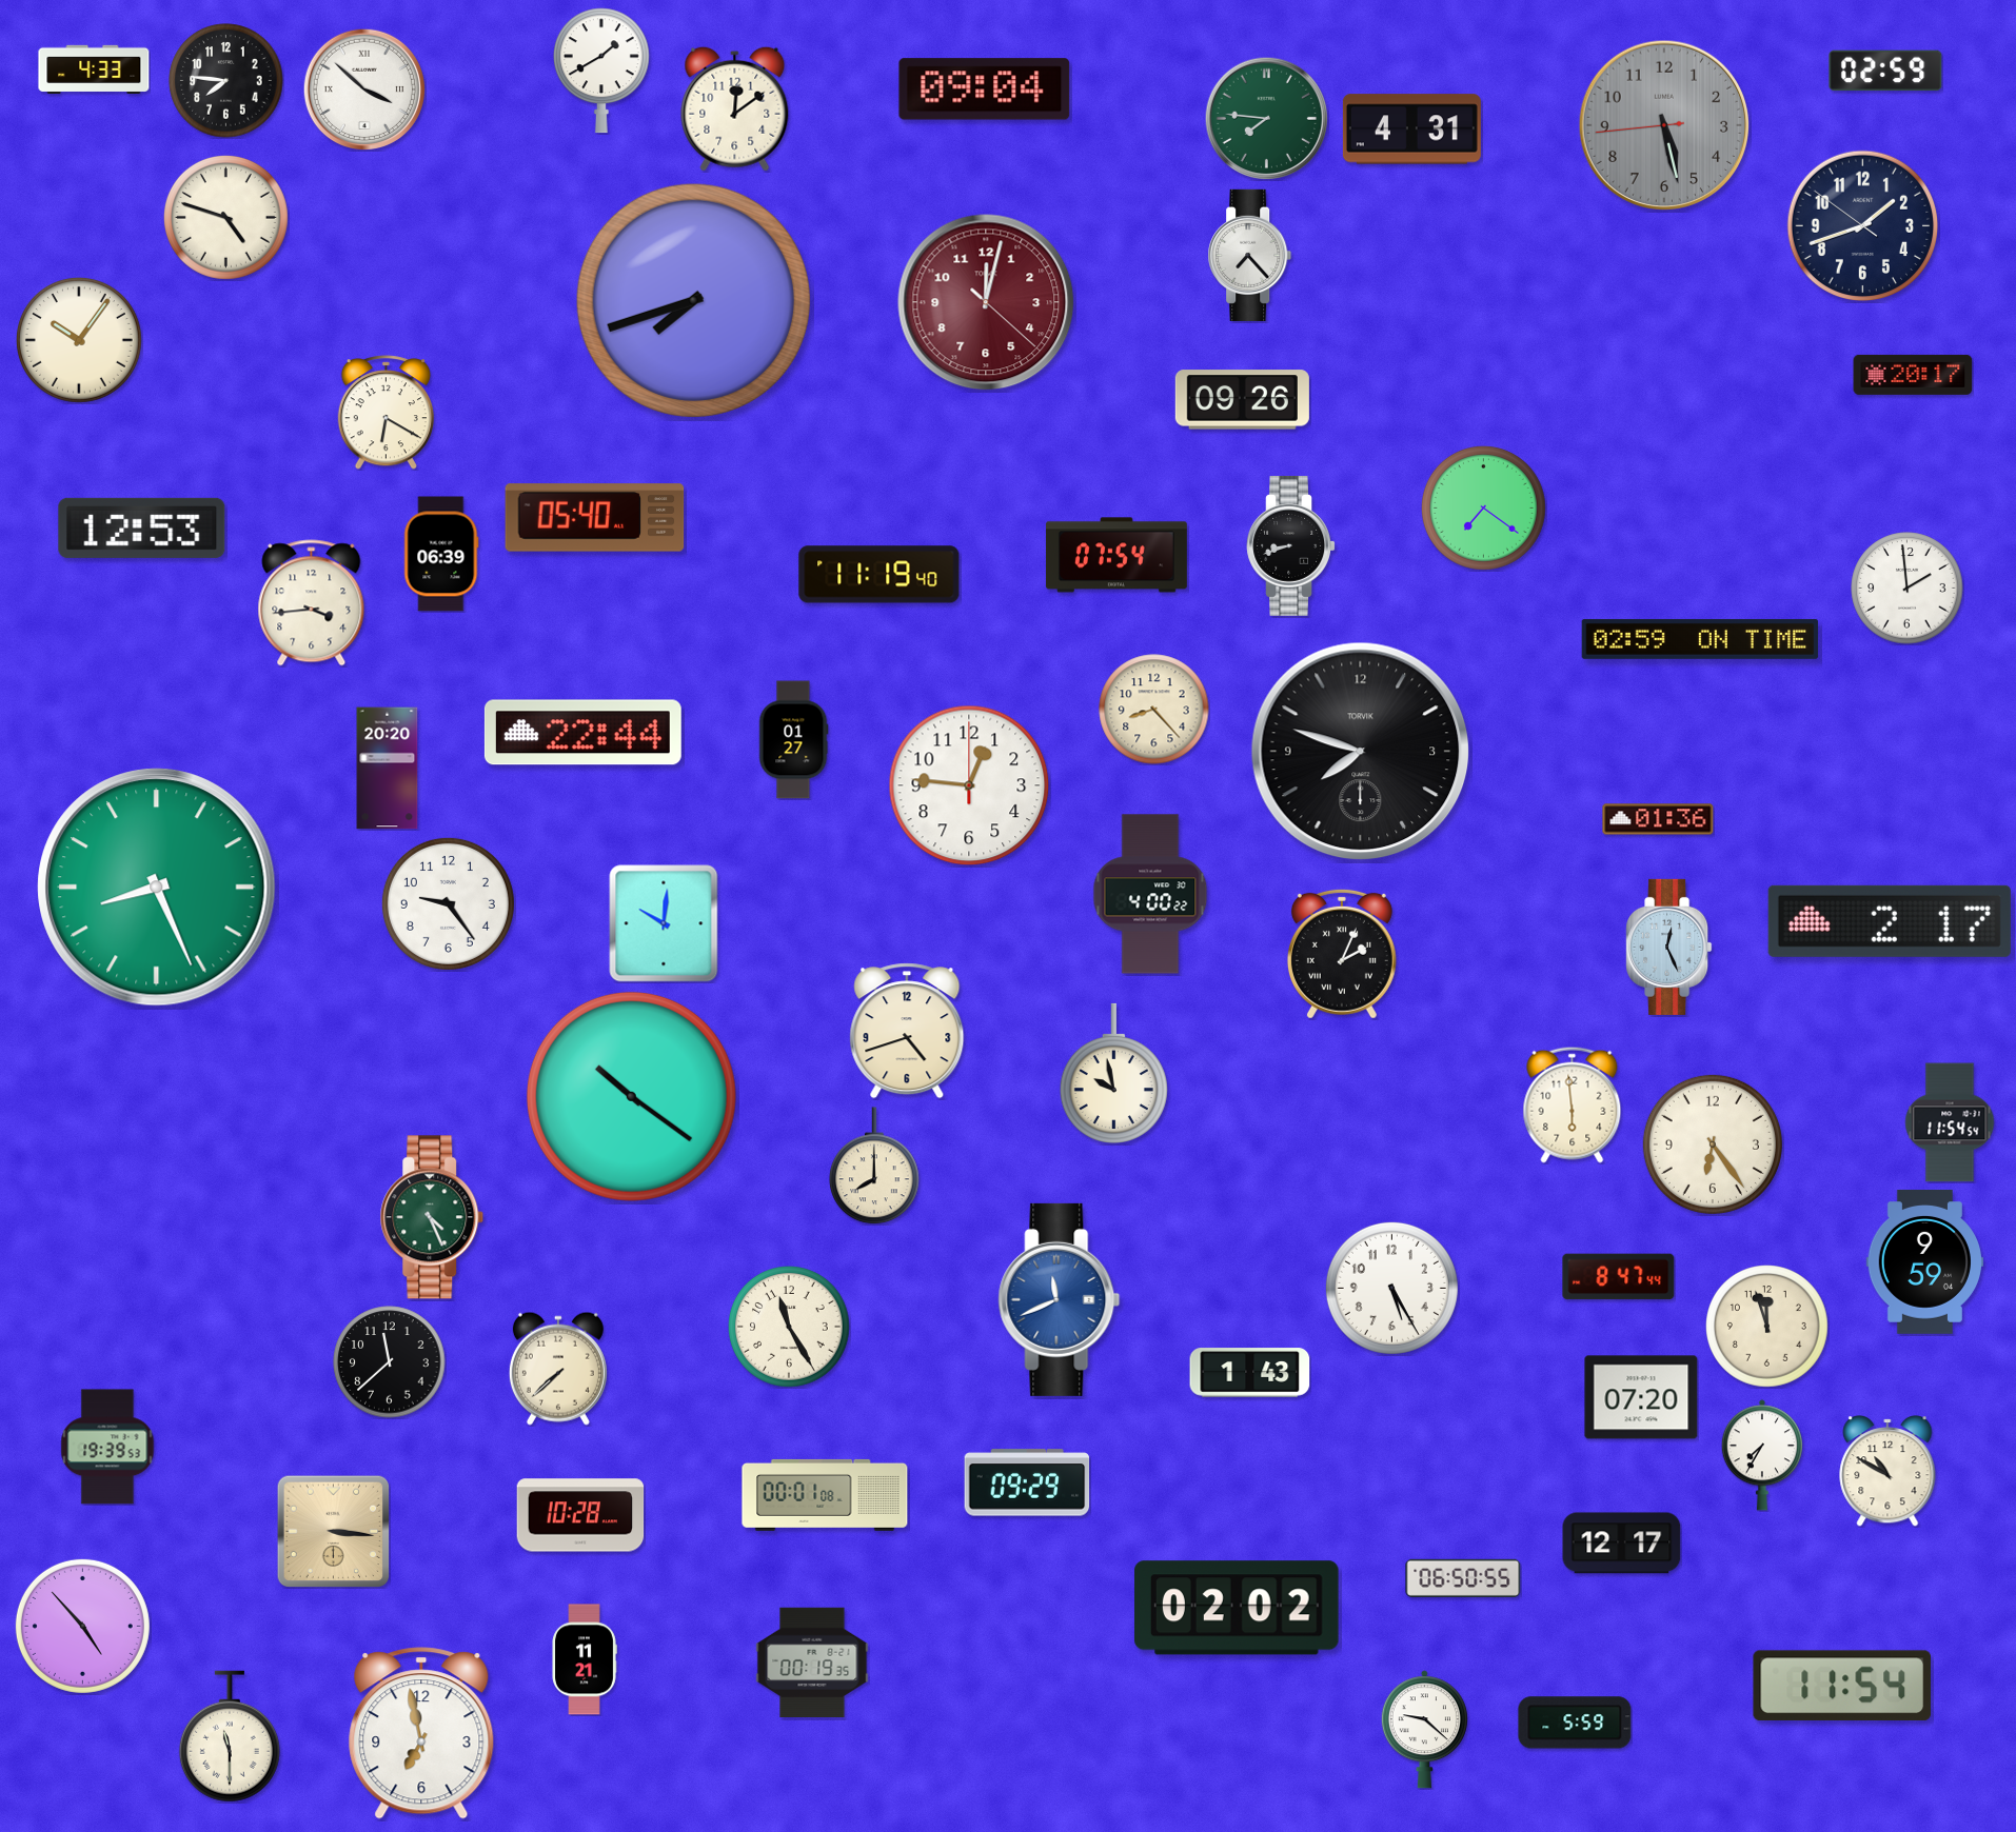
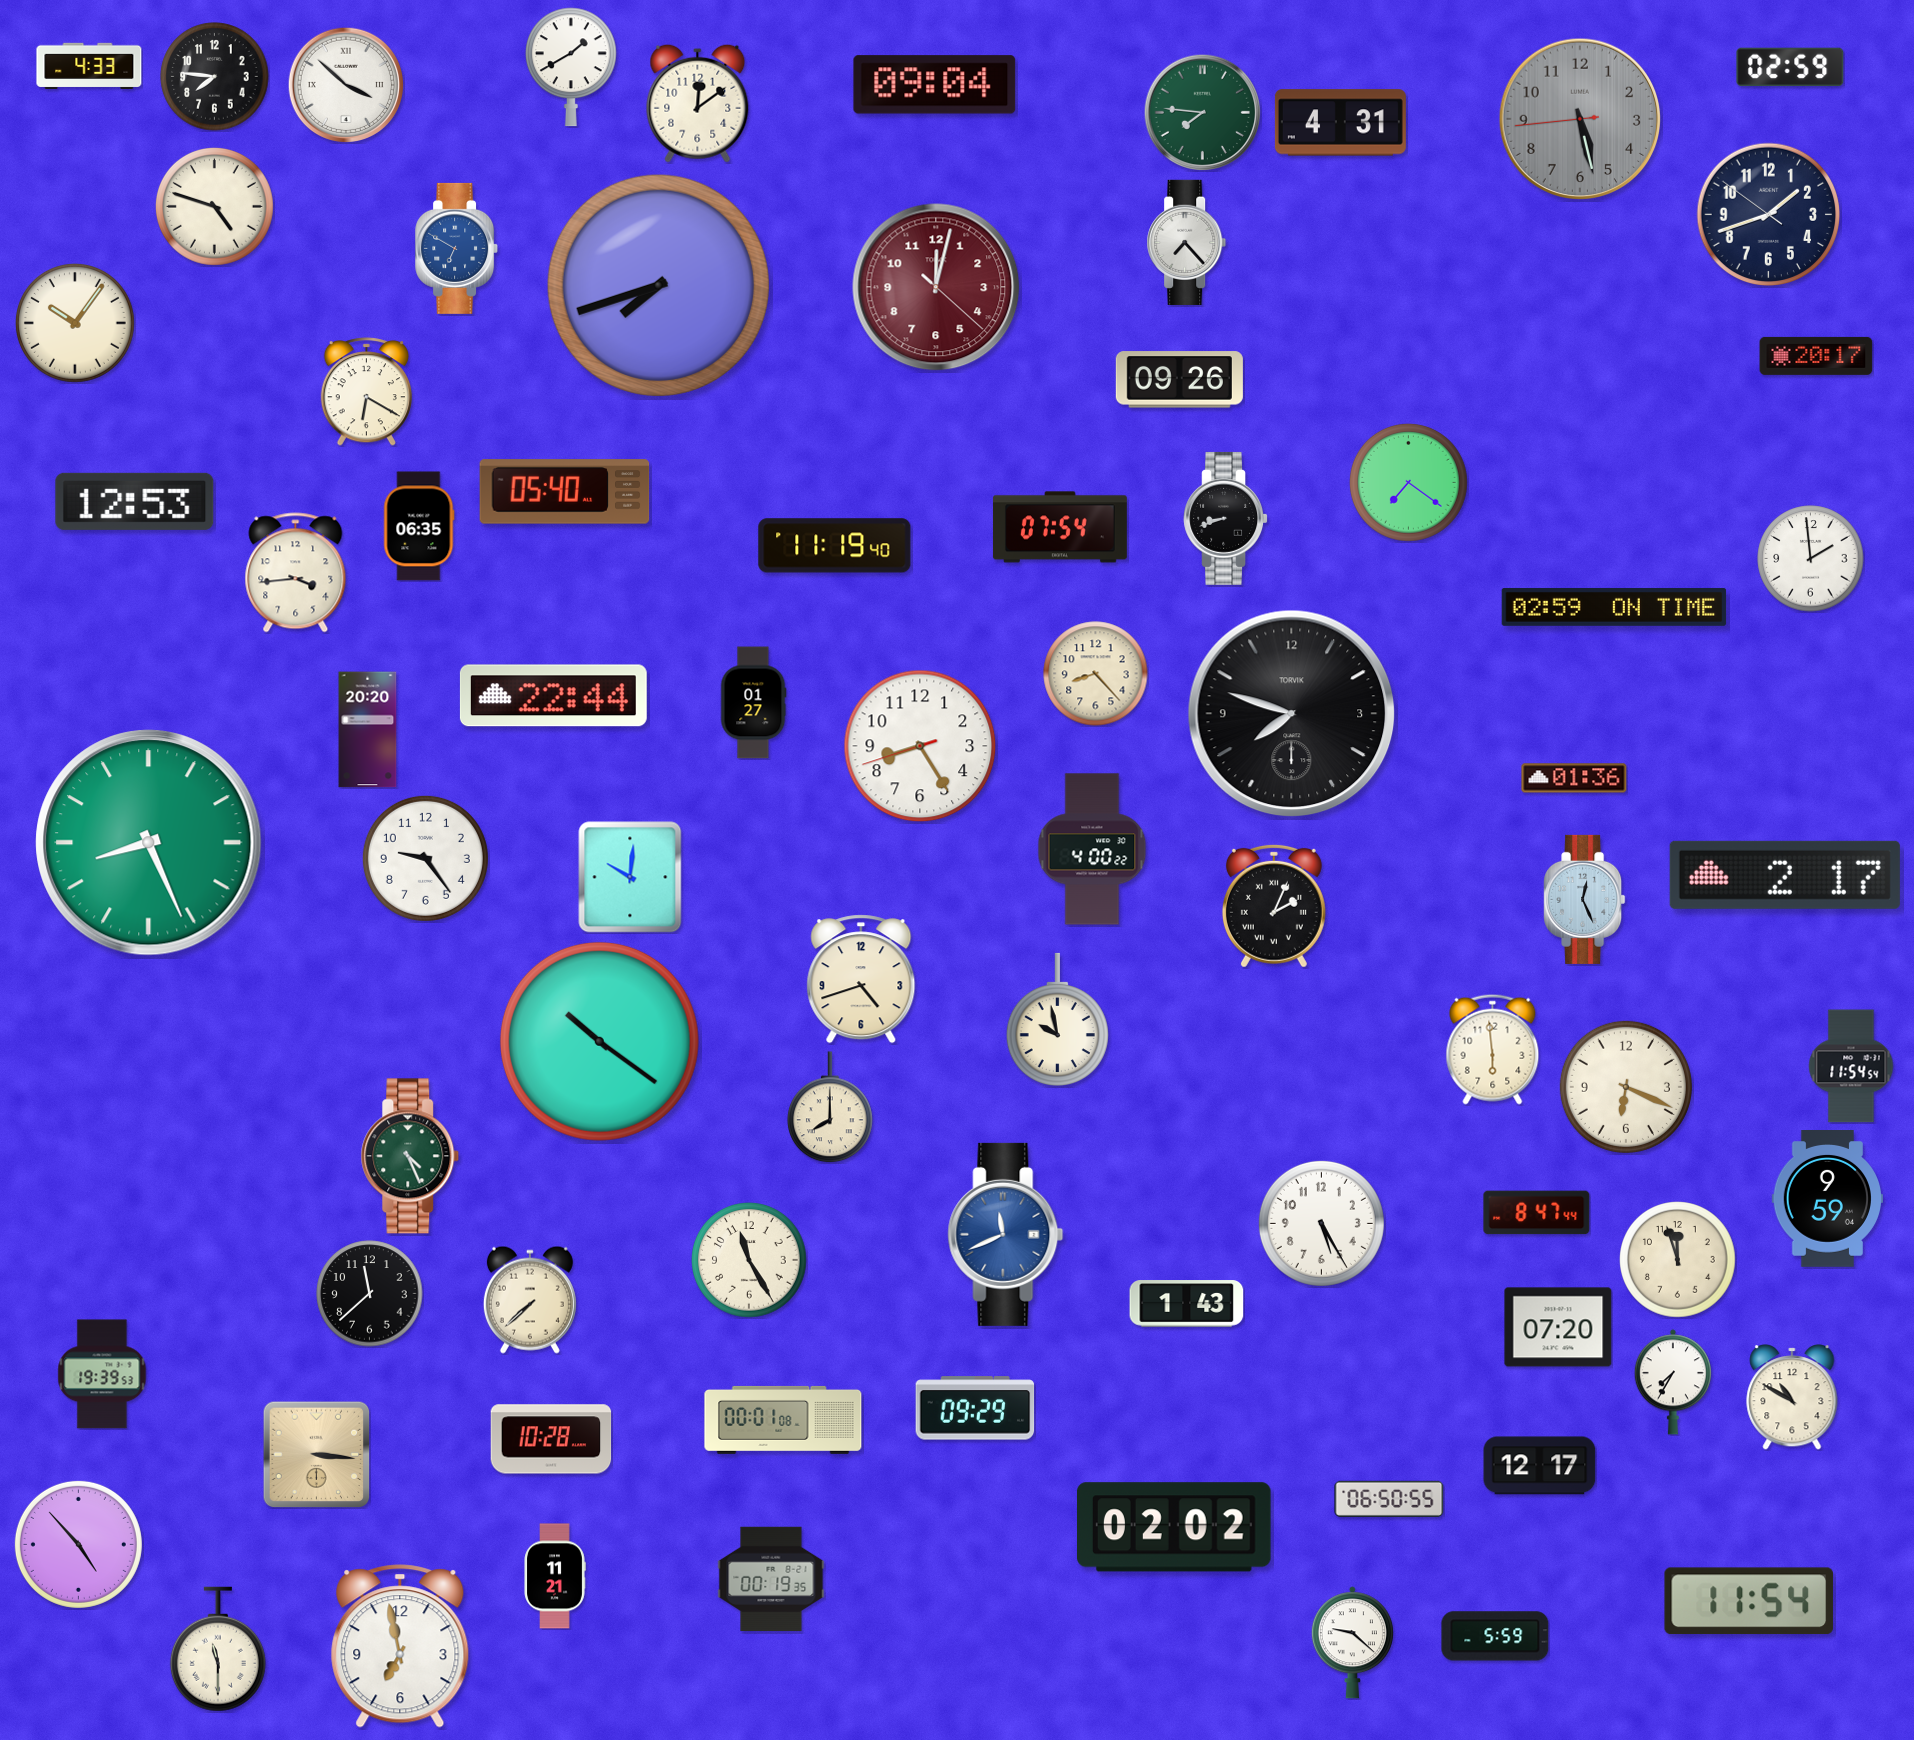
clock at (457, 248): none -> 6:50
clock at (441, 554): 06:39 -> 06:35
clock at (969, 785): 12:46 -> 8:24
clock at (1890, 921) position: (1890, 921) -> (1785, 875)
clock at (1713, 1144): 6:24 -> 6:19
